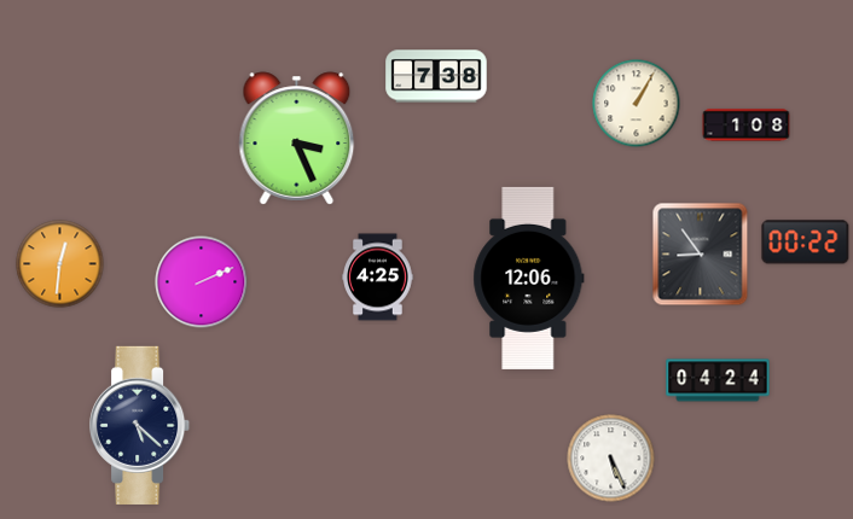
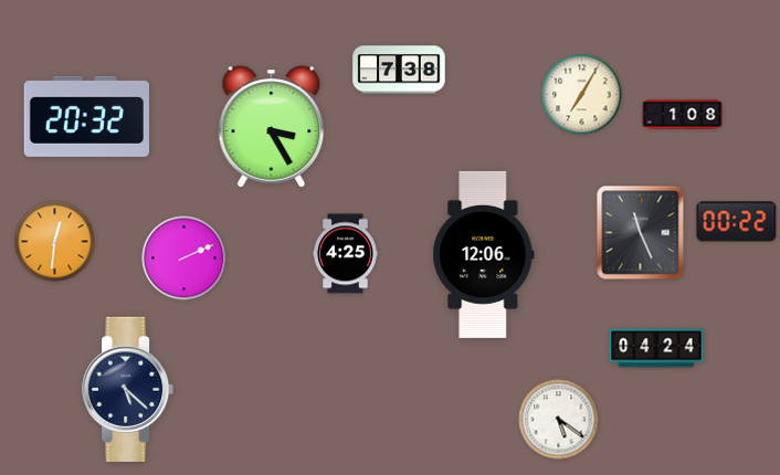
clock at (637, 104): 1:05 -> 7:05
clock at (86, 116): none -> 20:32
clock at (297, 139): 3:26 -> 3:25
clock at (701, 255): 8:54 -> 11:26
clock at (611, 459): 5:26 -> 5:21
